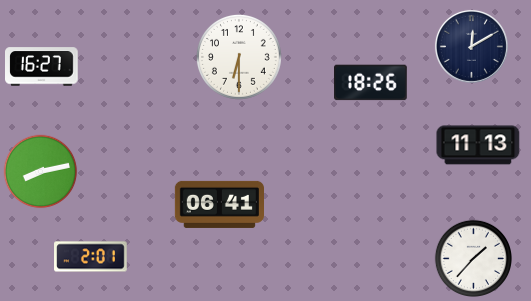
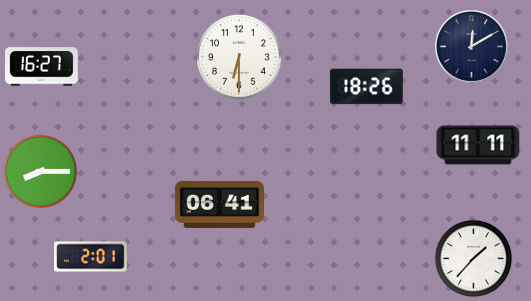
clock at (371, 83) position: (371, 83) -> (367, 87)
clock at (478, 145): 11:13 -> 11:11
clock at (41, 172): 8:13 -> 8:15
